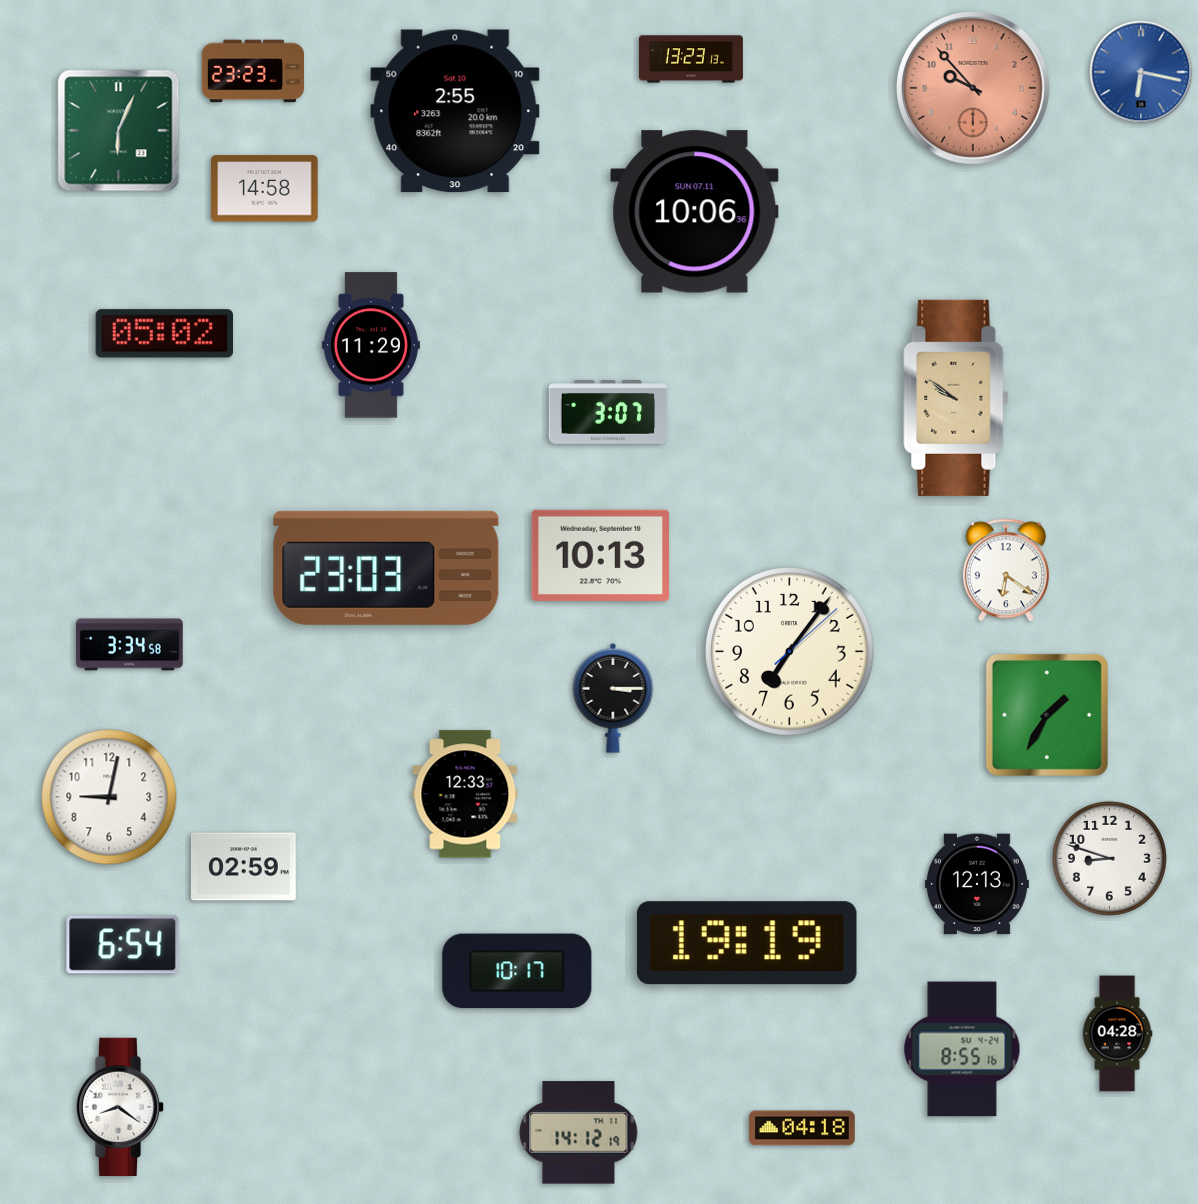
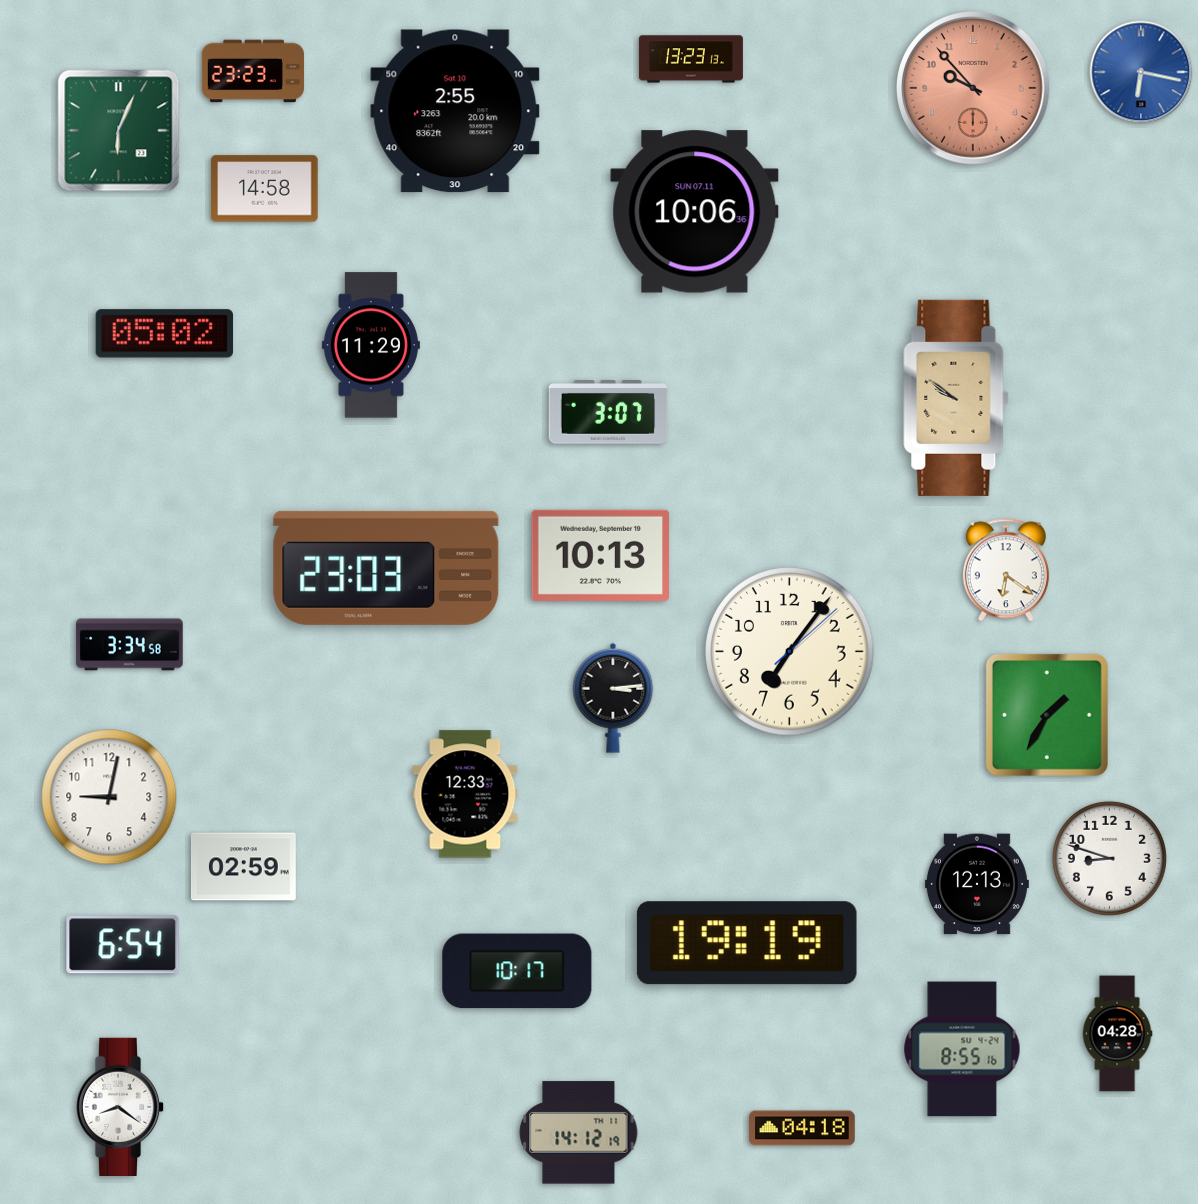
clock at (613, 698): 3:15 -> 3:14
